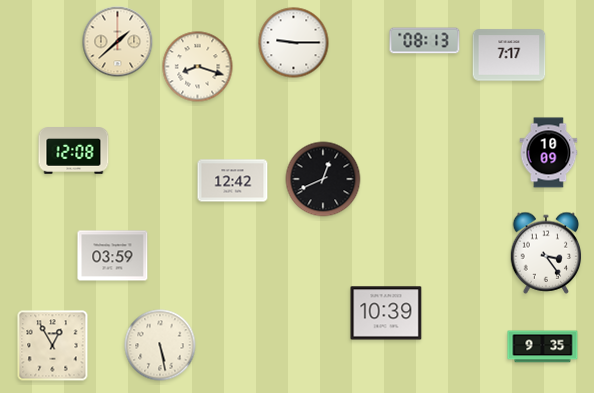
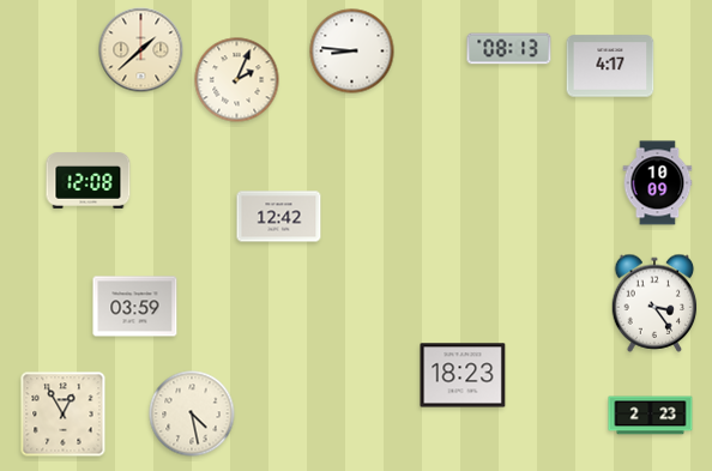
clock at (294, 43): 9:15 -> 8:46
clock at (509, 55): 7:17 -> 4:17
clock at (198, 67): 8:18 -> 2:04
clock at (323, 179): 12:41 -> none
clock at (386, 313): 10:39 -> 18:23
clock at (160, 345): 5:28 -> 4:28
clock at (543, 347): 9:35 -> 2:23
